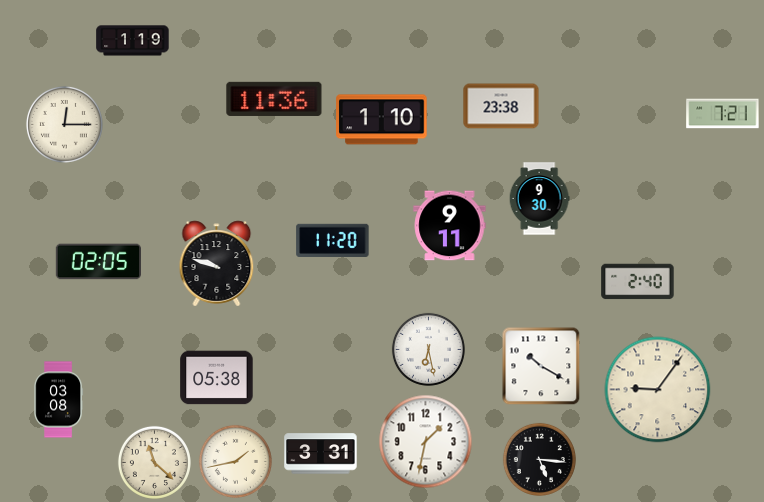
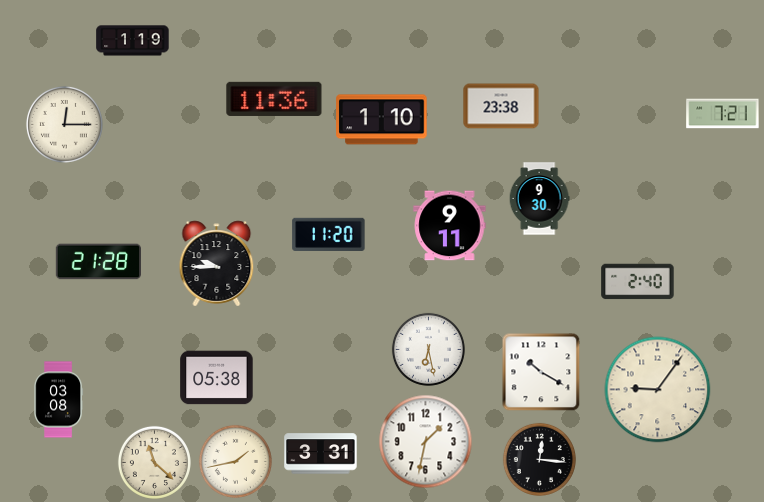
clock at (333, 240) position: (333, 240) -> (329, 234)
clock at (98, 262): 02:05 -> 21:28
clock at (217, 264): 9:48 -> 9:45
clock at (541, 366) position: (541, 366) -> (541, 372)
clock at (539, 459): 5:16 -> 12:16
